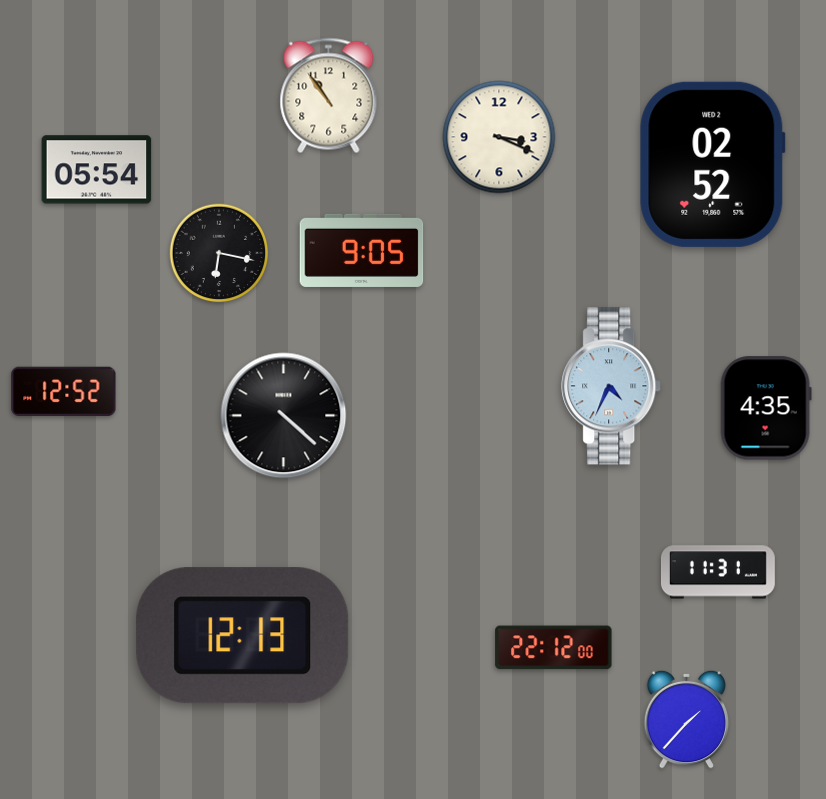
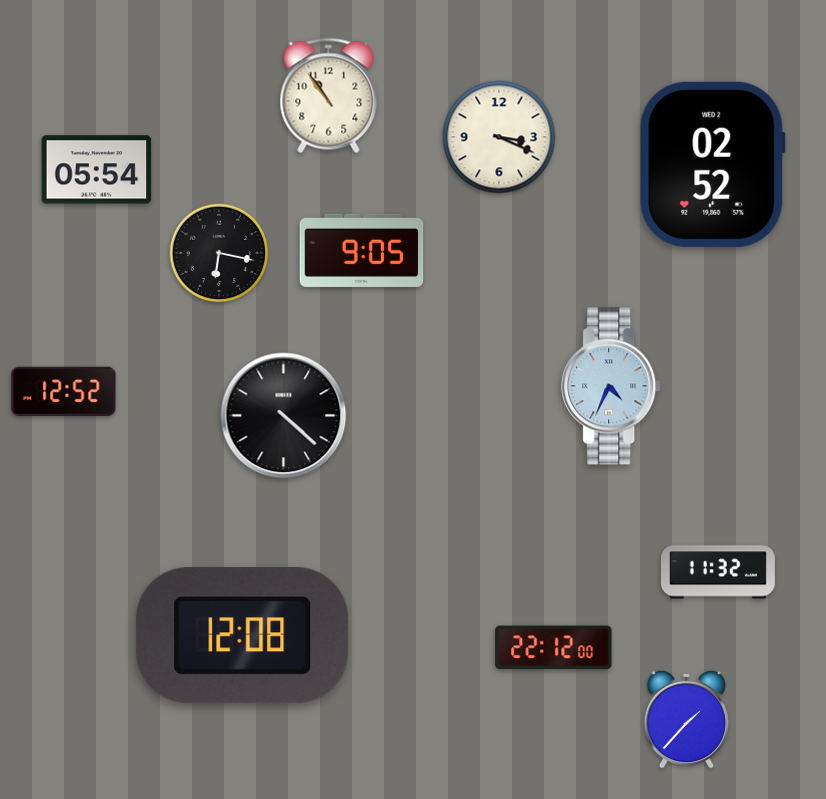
clock at (766, 408): 4:35 -> none
clock at (718, 572): 11:31 -> 11:32
clock at (243, 636): 12:13 -> 12:08
